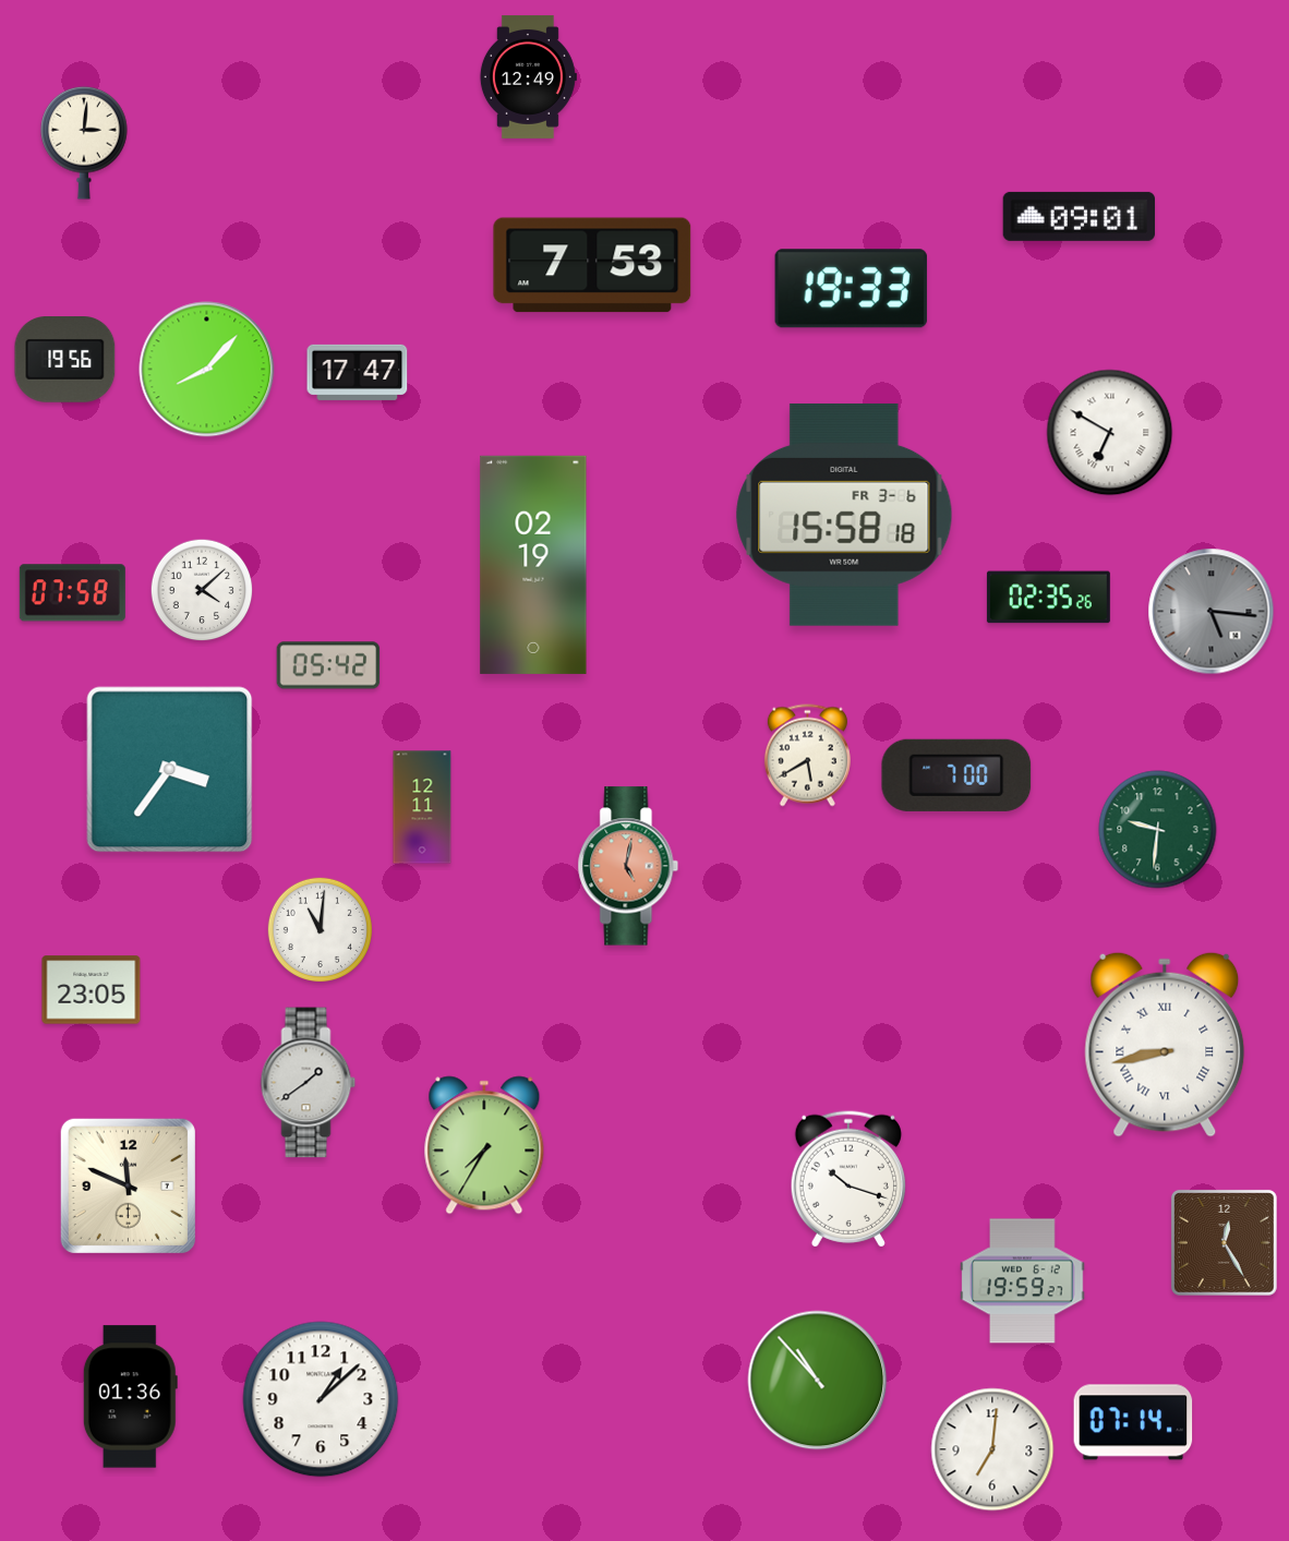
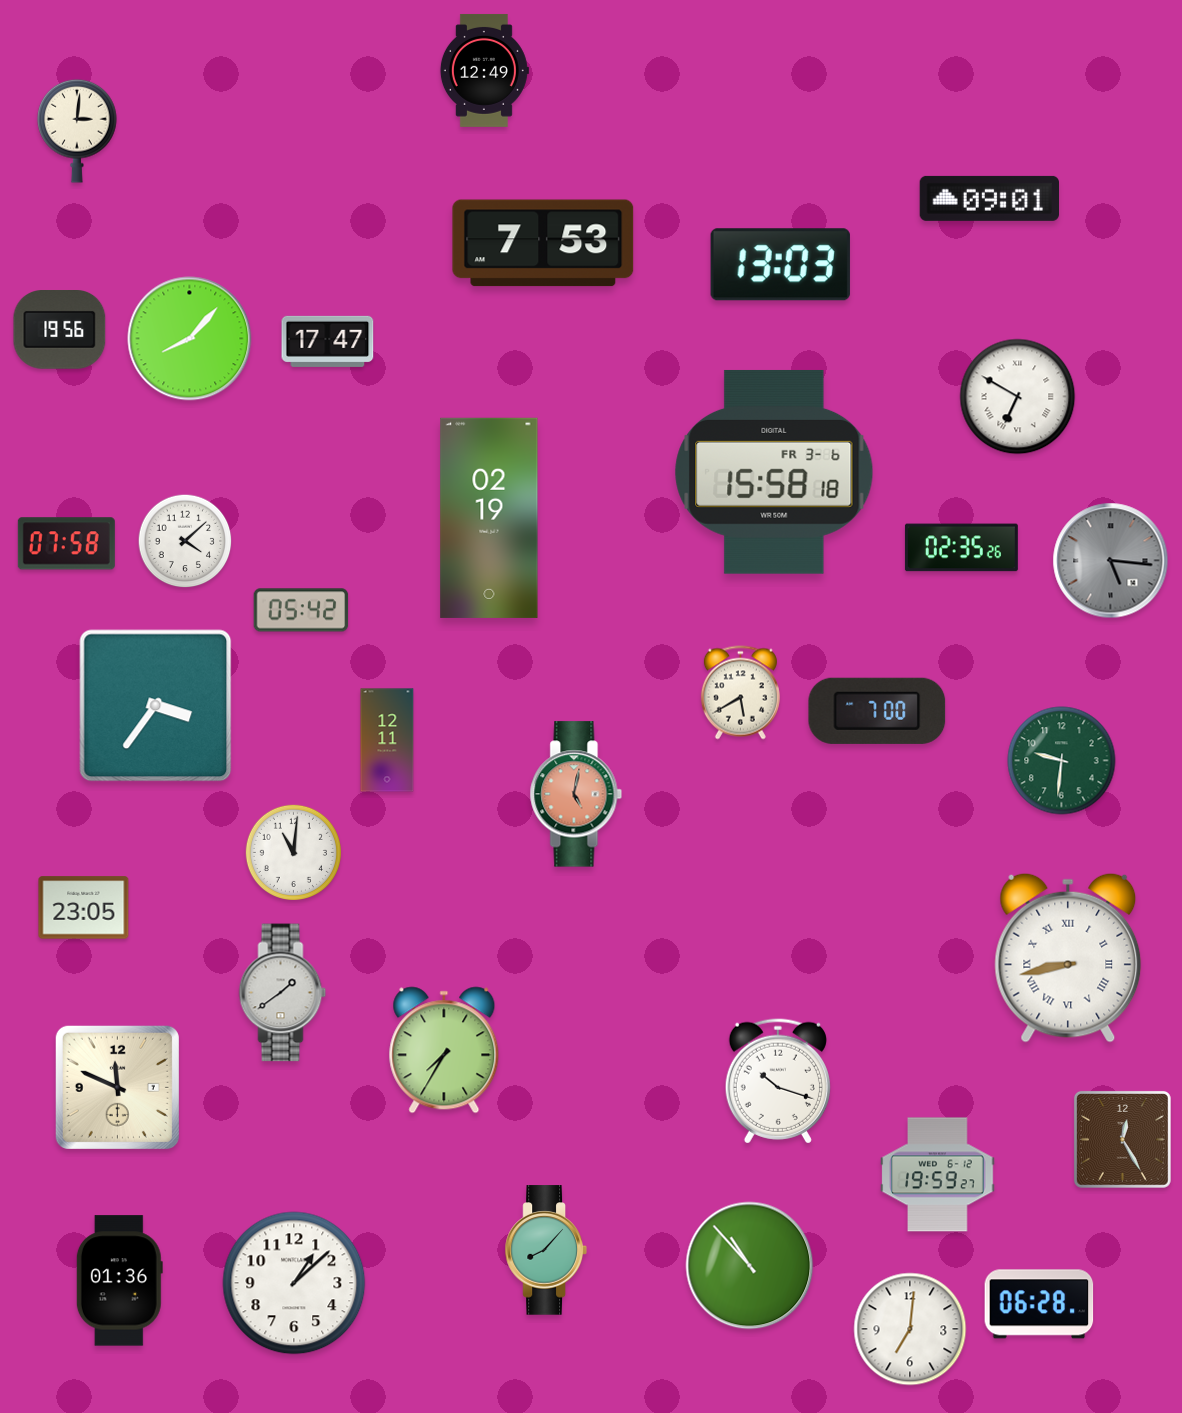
clock at (851, 289): 19:33 -> 13:03
clock at (546, 1250): none -> 8:07
clock at (1133, 1422): 07:14 -> 06:28
